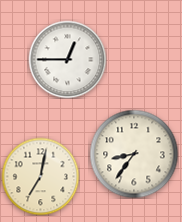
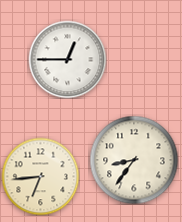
clock at (134, 154) position: (134, 154) -> (134, 160)
clock at (40, 176): 7:02 -> 6:44
